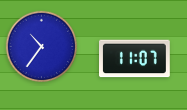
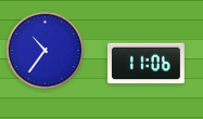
clock at (135, 59): 11:07 -> 11:06
